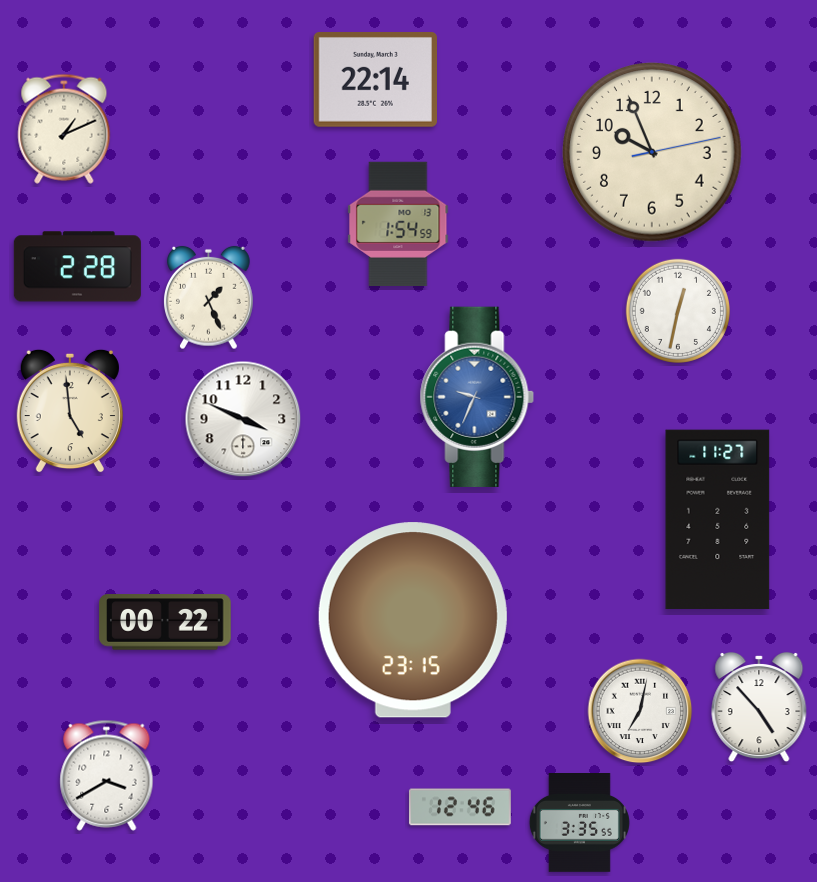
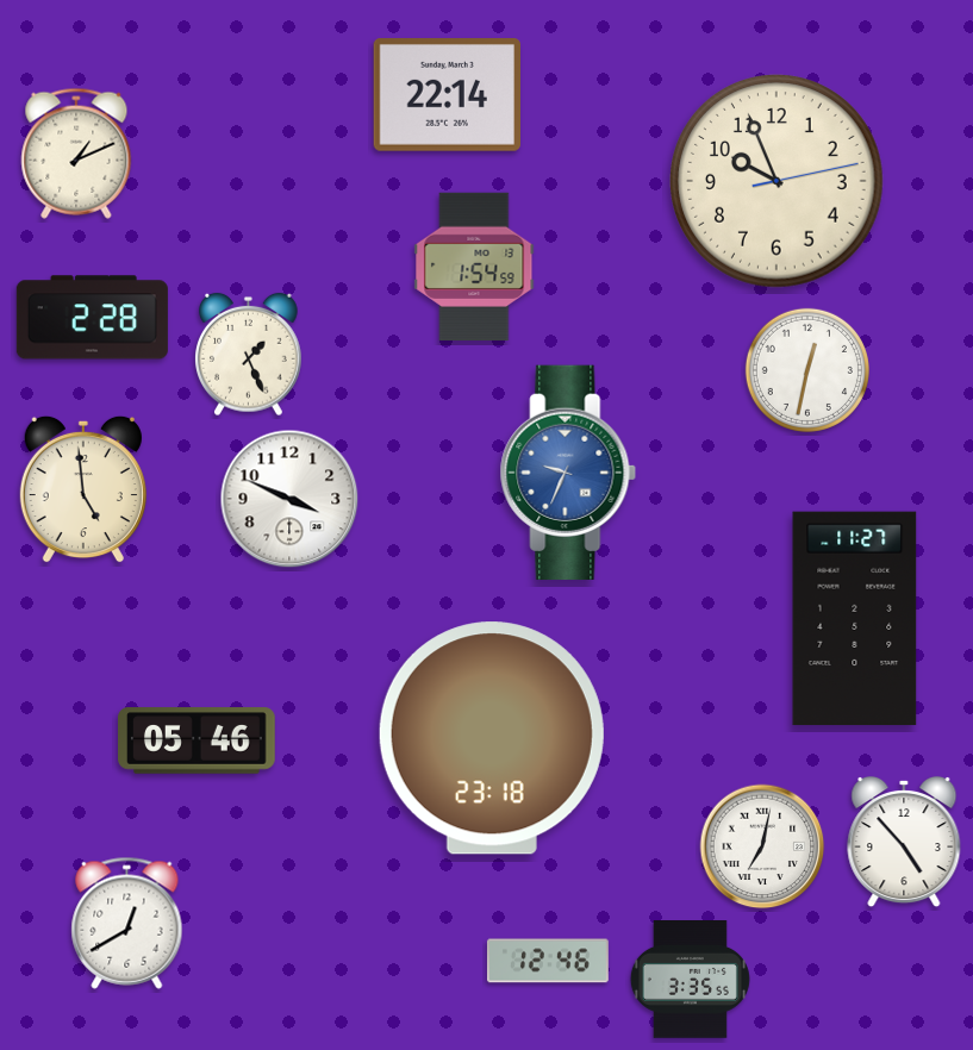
clock at (413, 620): 23:15 -> 23:18
clock at (165, 622): 00:22 -> 05:46
clock at (107, 775): 3:40 -> 12:40
